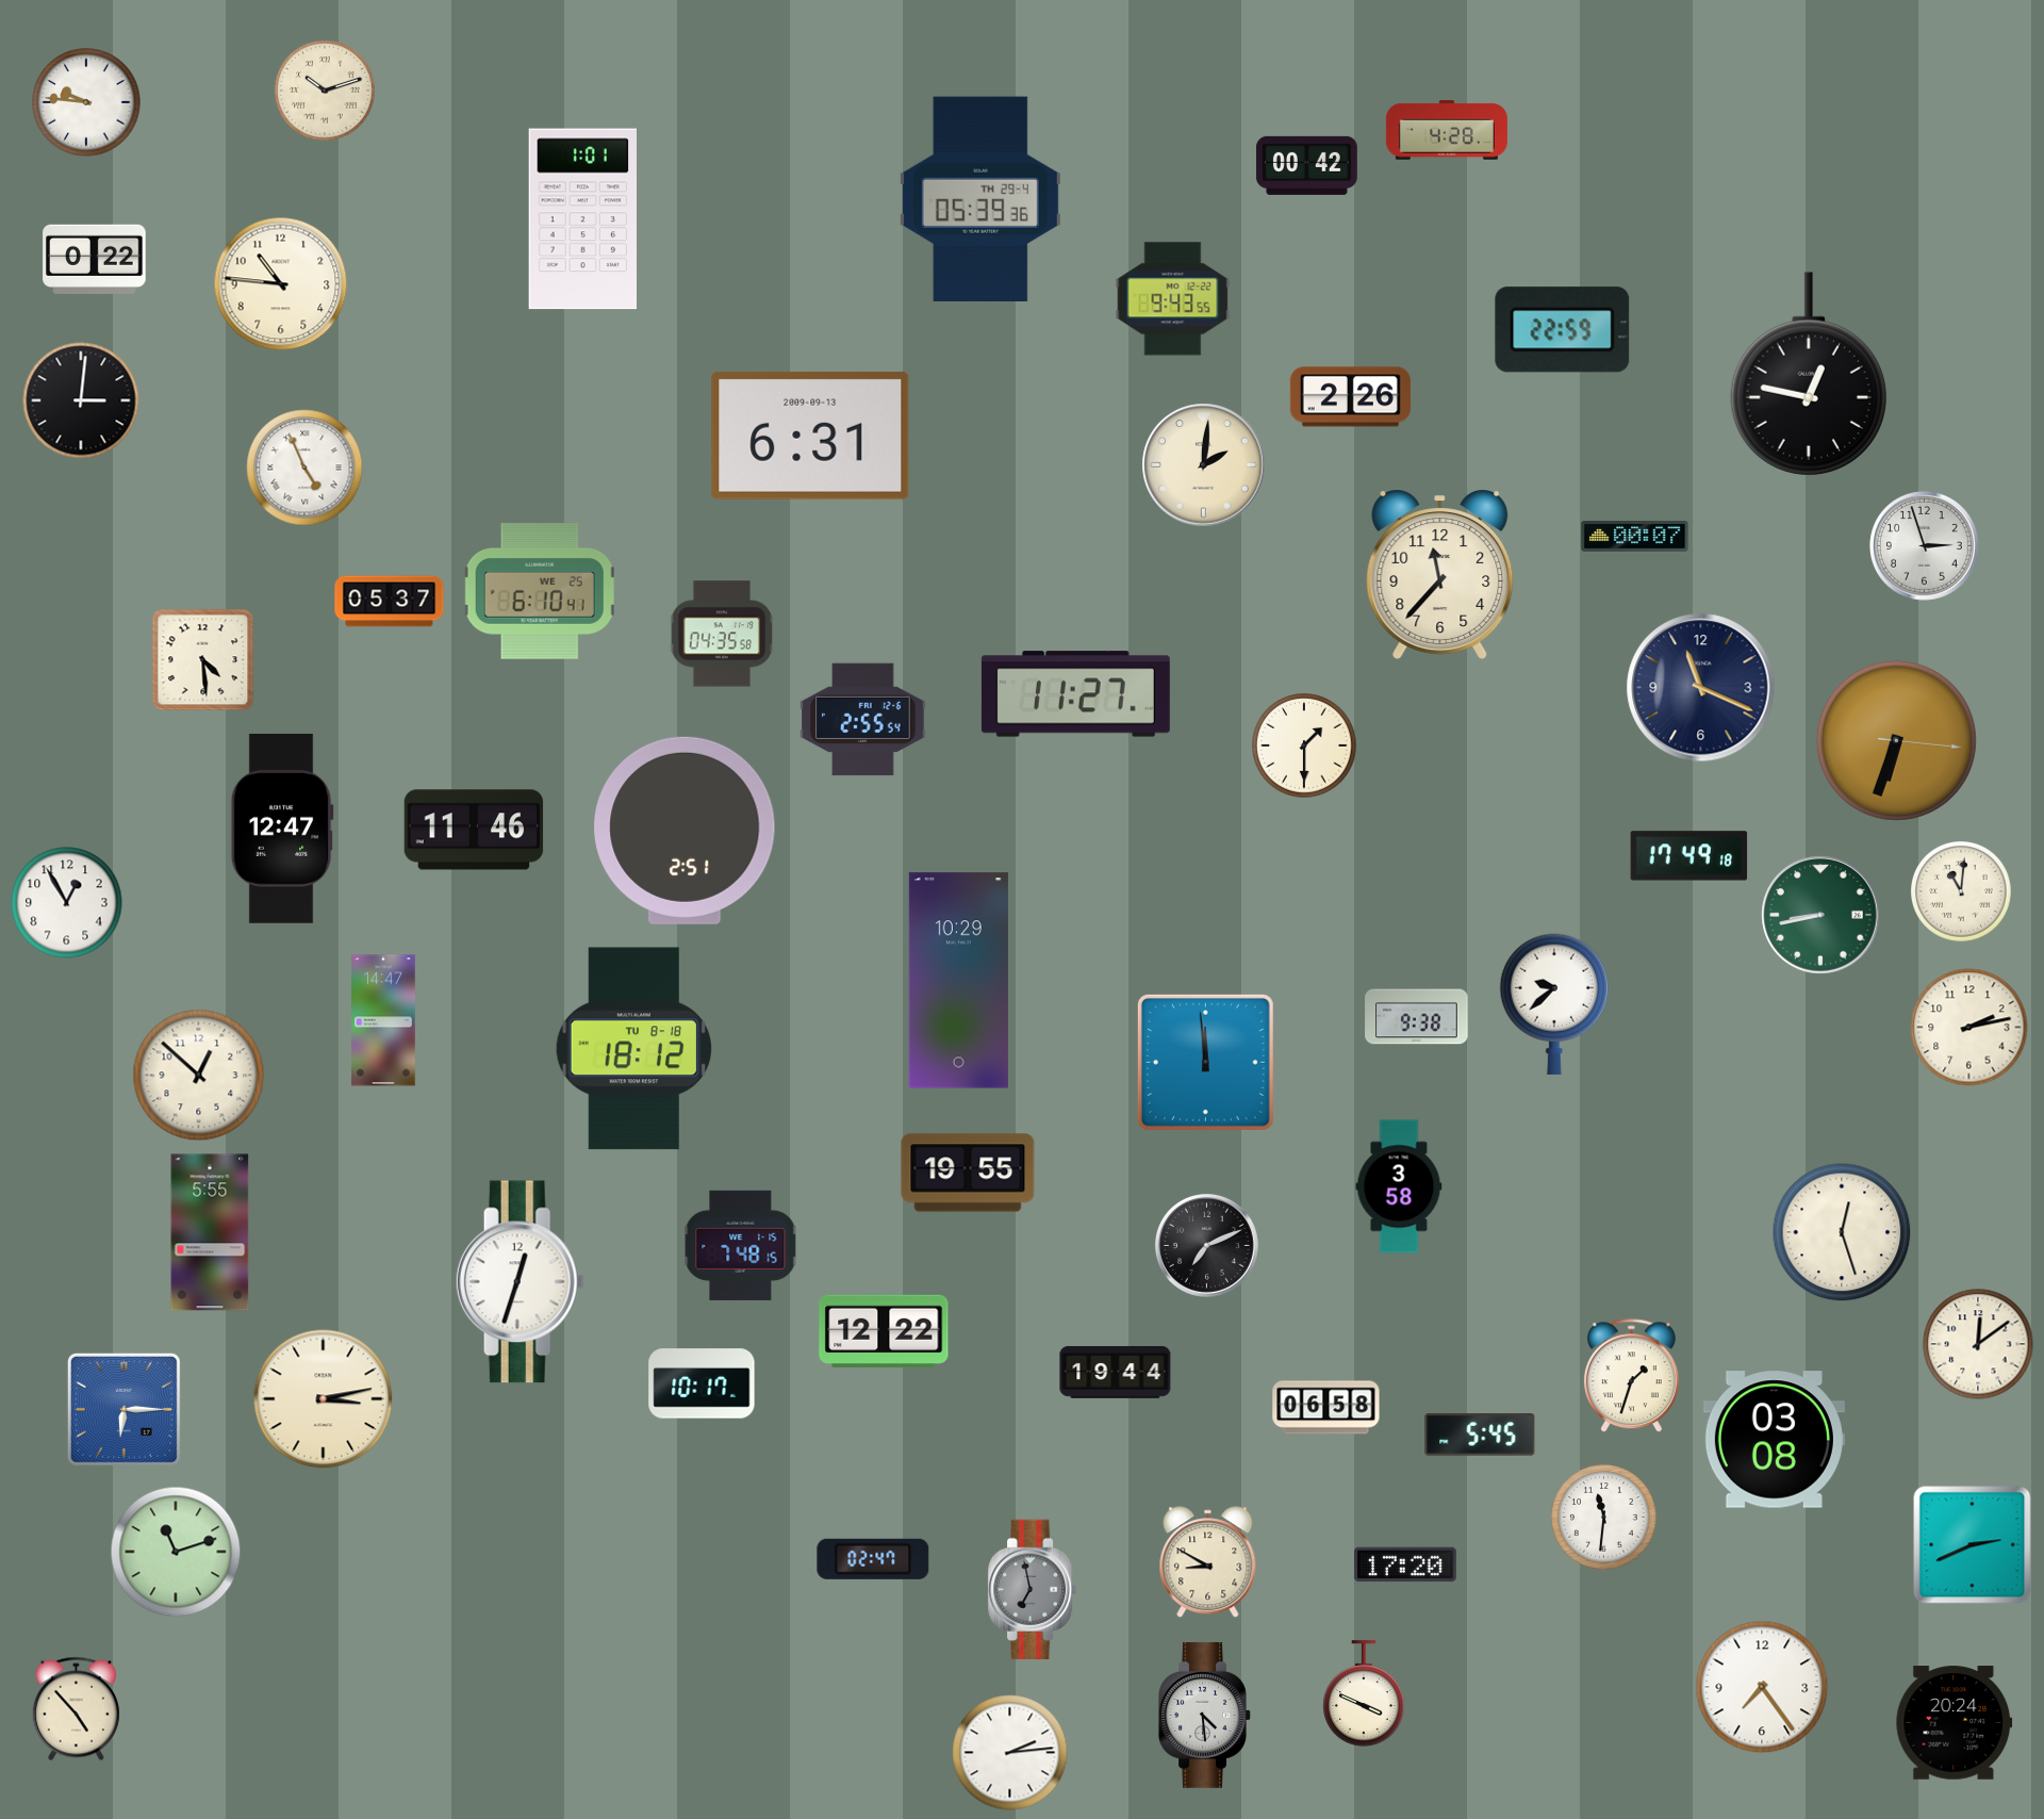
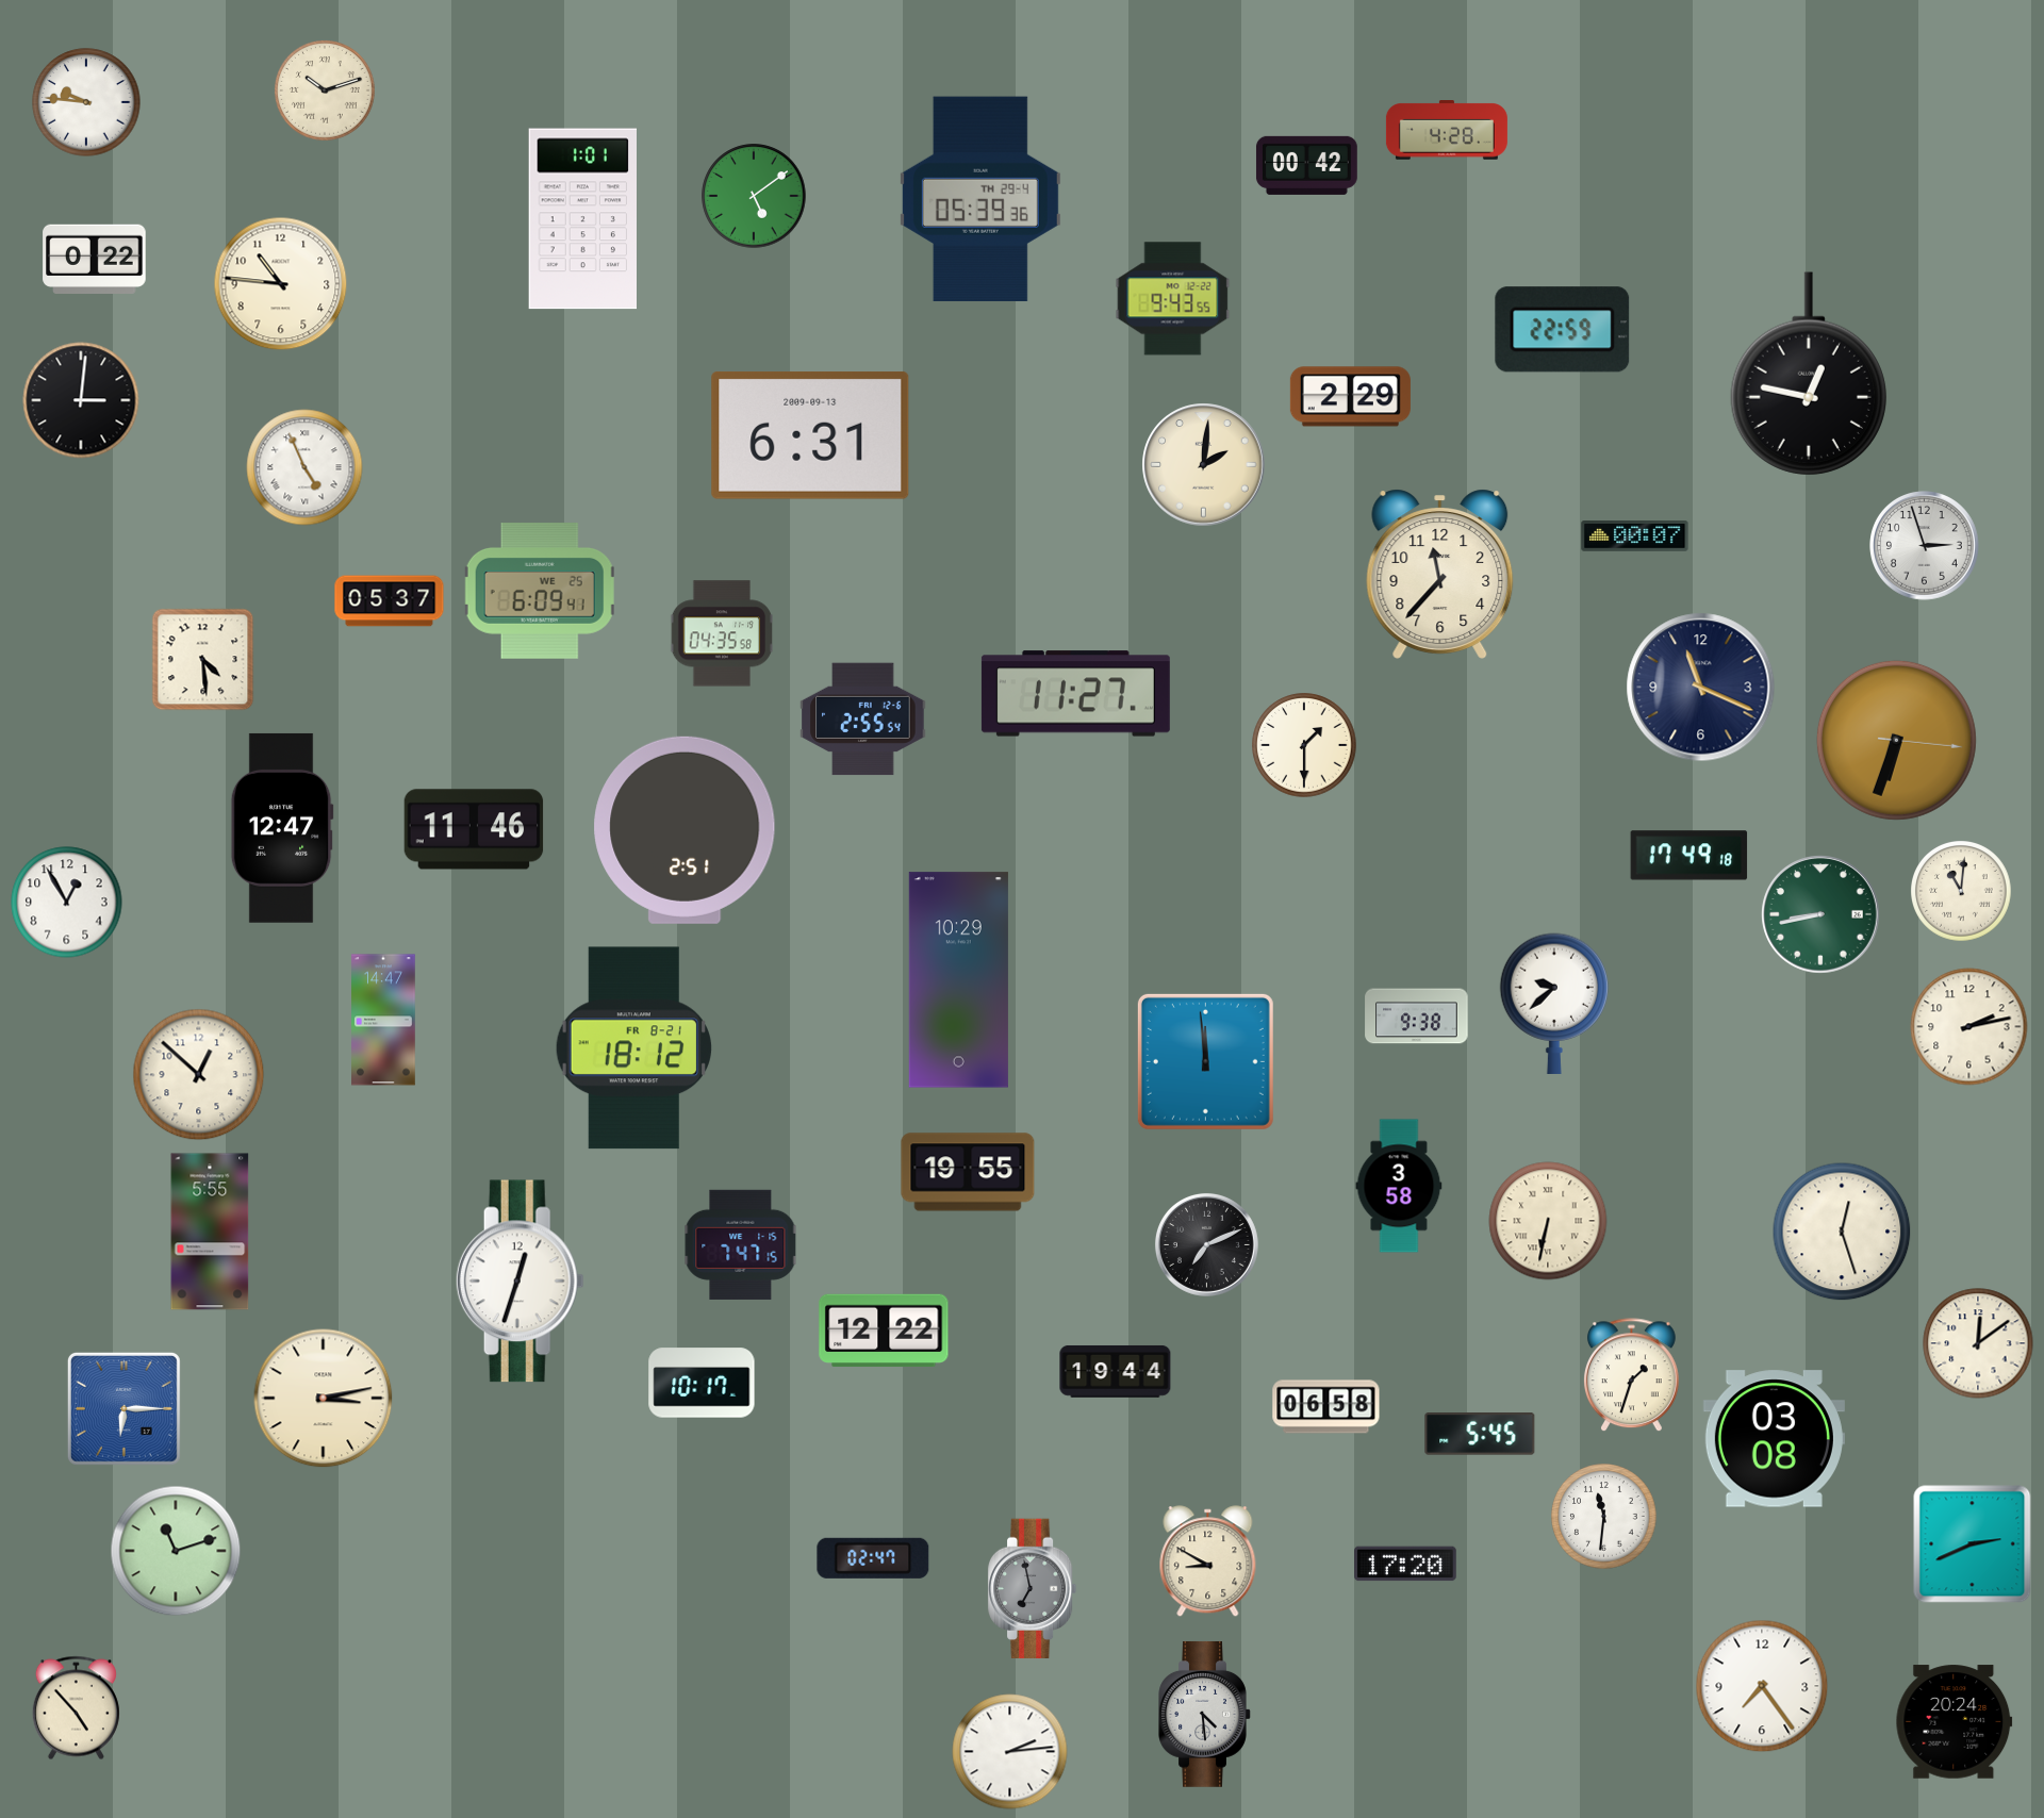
clock at (754, 196): none -> 5:09
clock at (1350, 397): 2:26 -> 2:29
clock at (540, 592): 6:10 -> 6:09
clock at (633, 1049) date: TU 8-18 -> FR 8-21
clock at (1548, 1221): none -> 6:32
clock at (741, 1245): 7:48 -> 7:47
clock at (1364, 1693): 3:49 -> none
